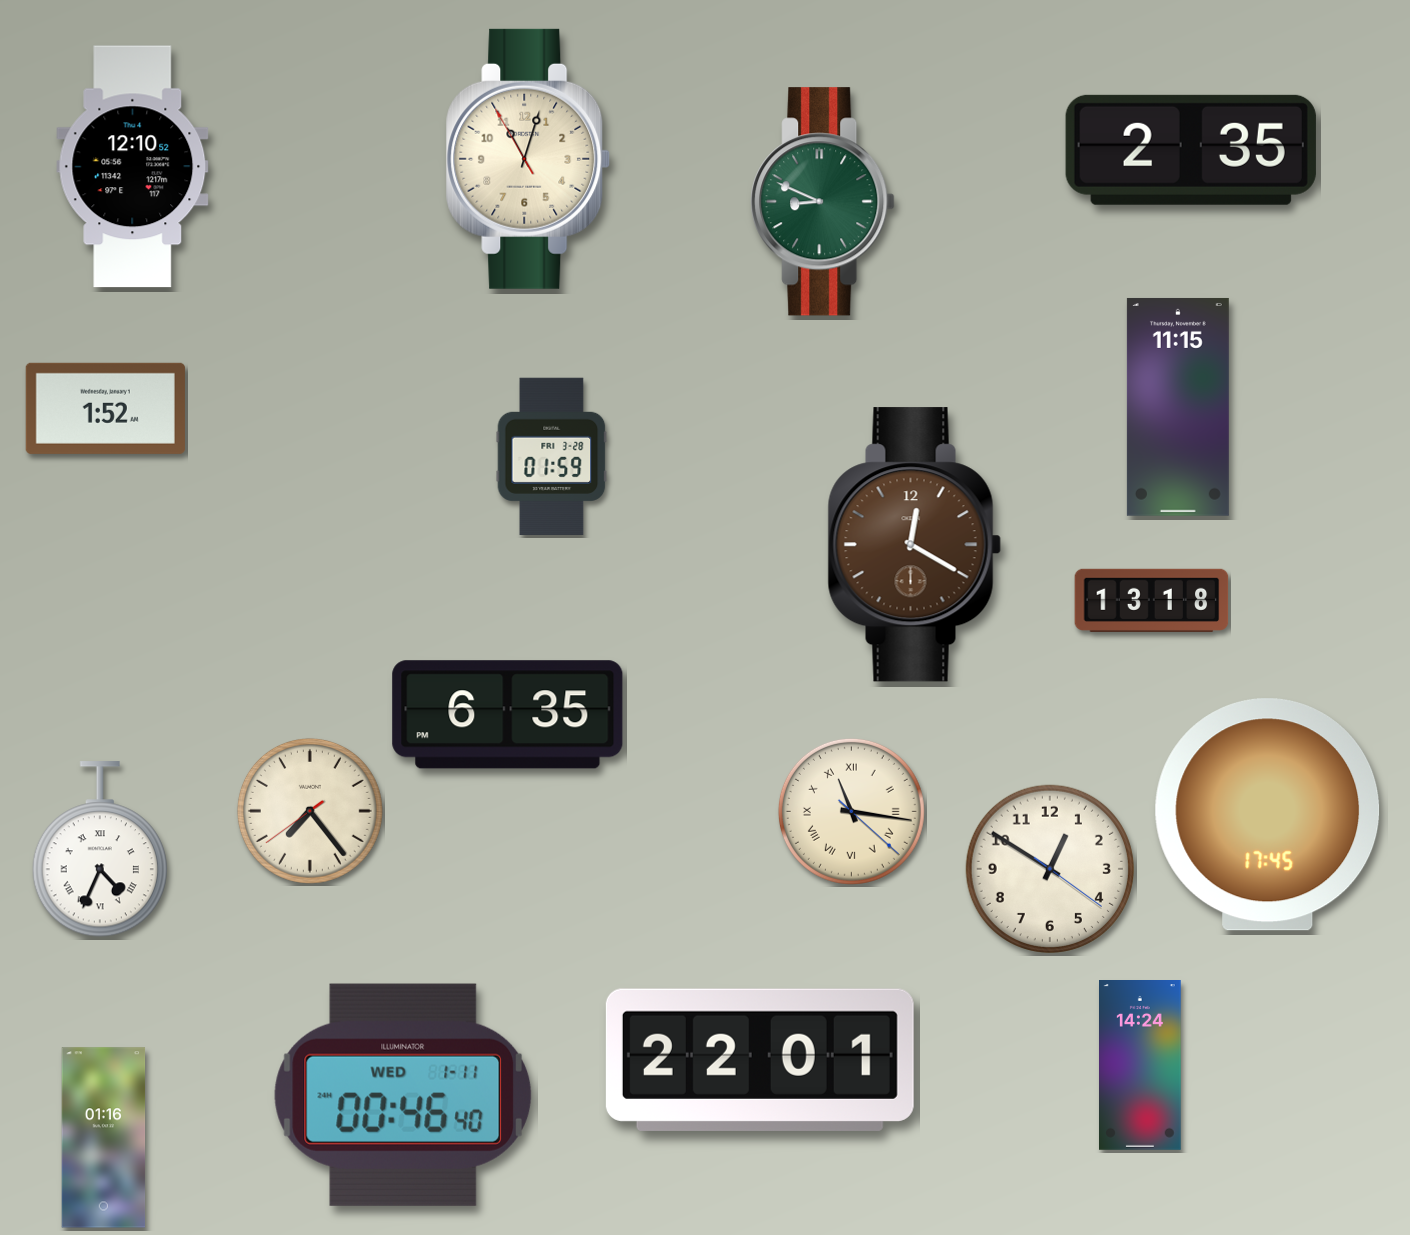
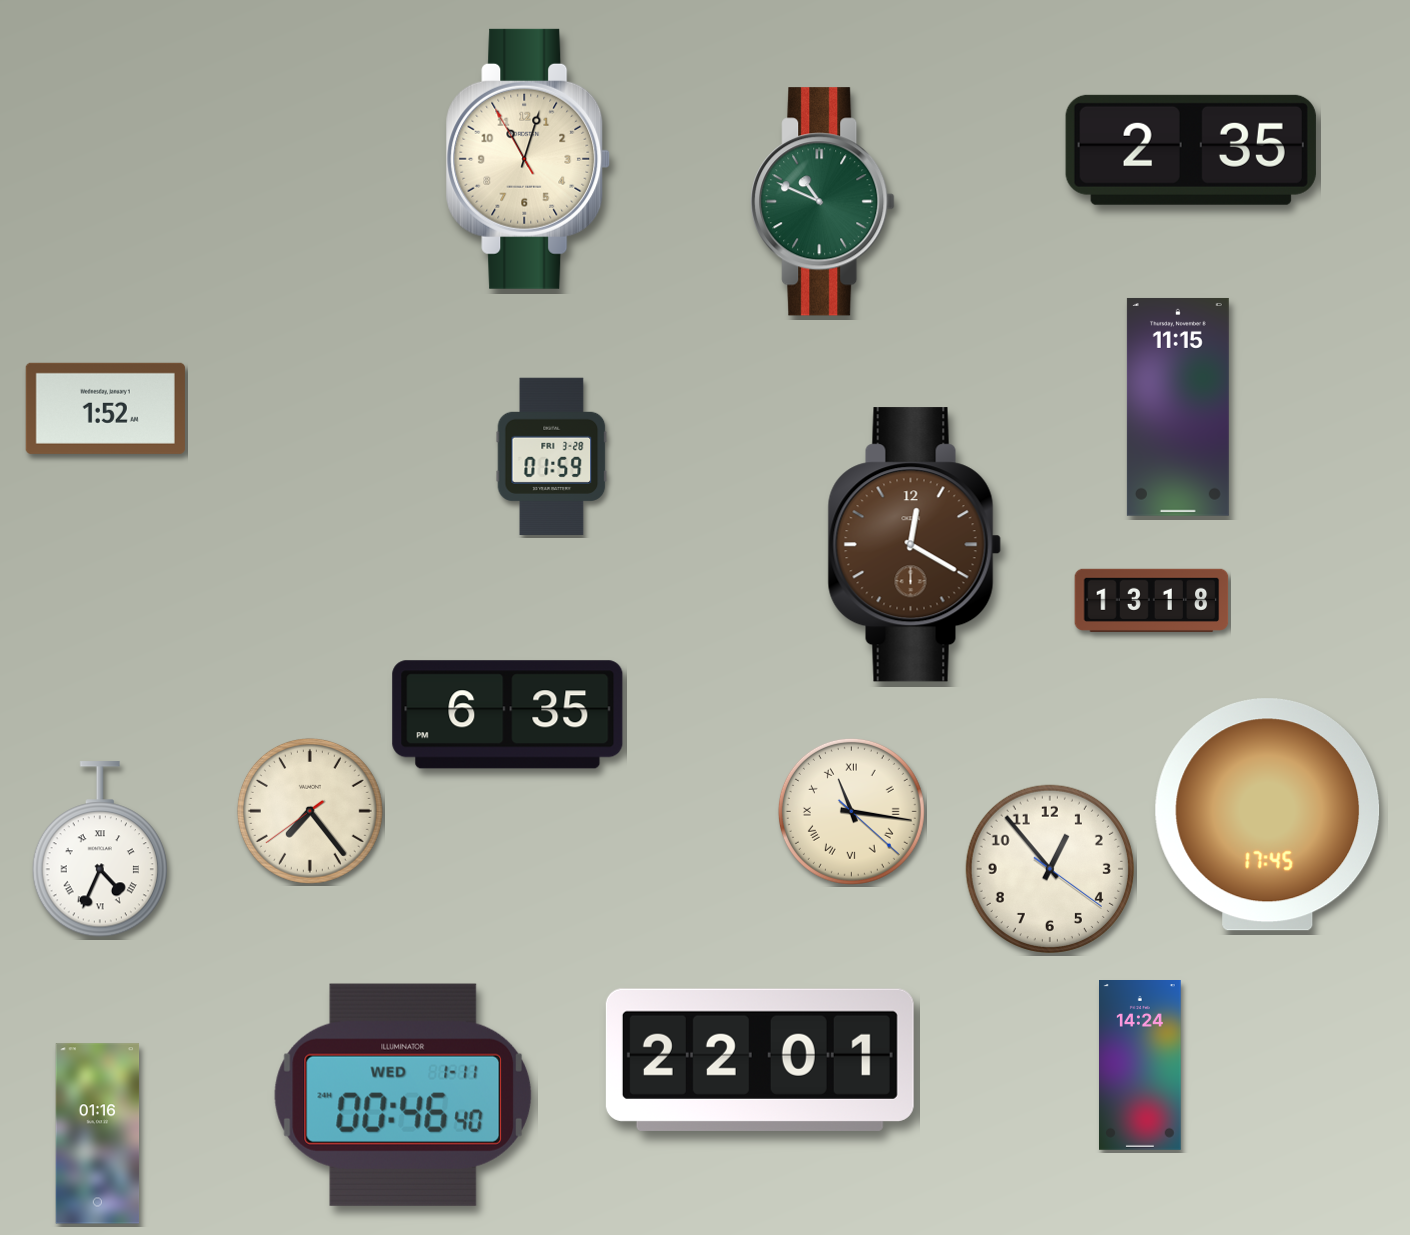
clock at (133, 167): 12:10 -> none
clock at (823, 202): 8:49 -> 10:49
clock at (1050, 869): 12:50 -> 12:53
clock at (104, 1138) position: (104, 1138) -> (98, 1134)
